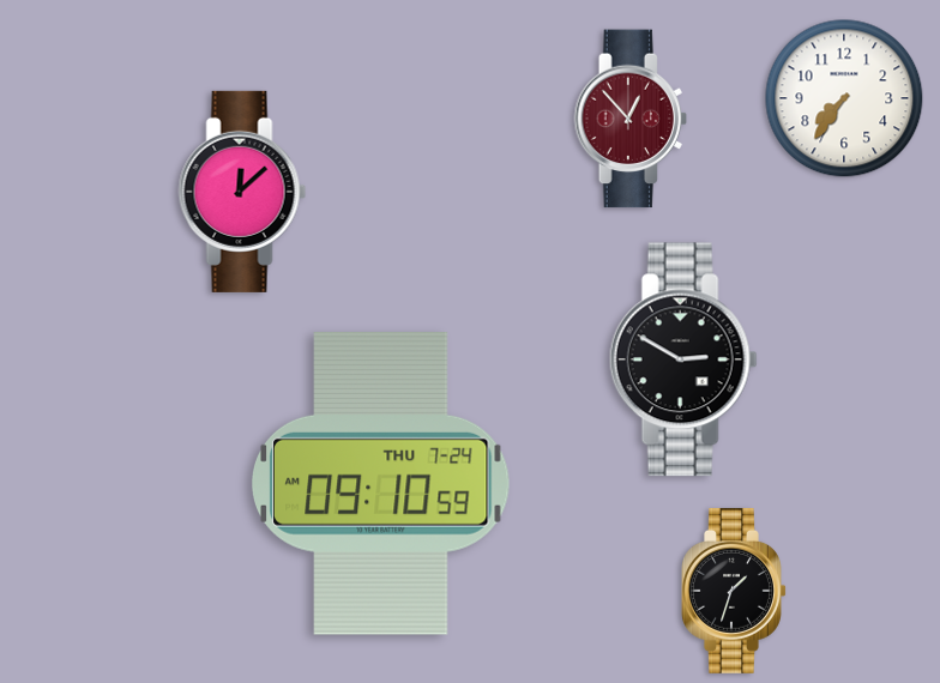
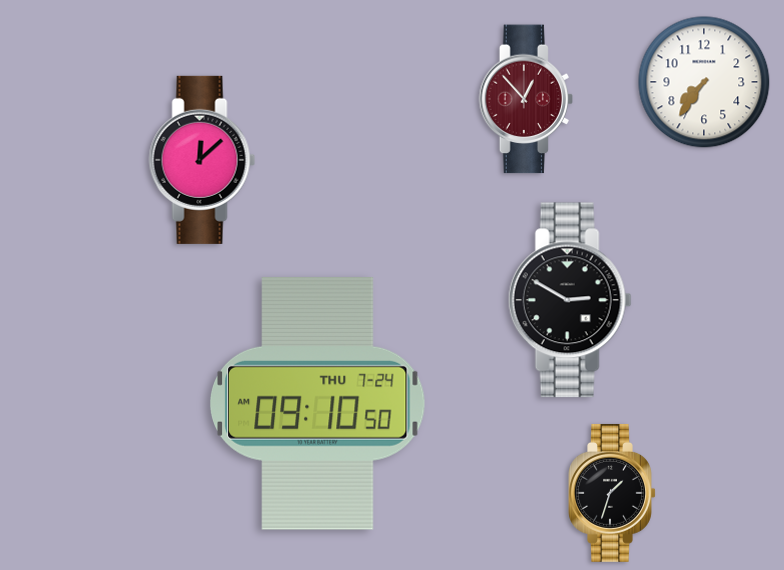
clock at (381, 483): 09:10:59 -> 09:10:50
